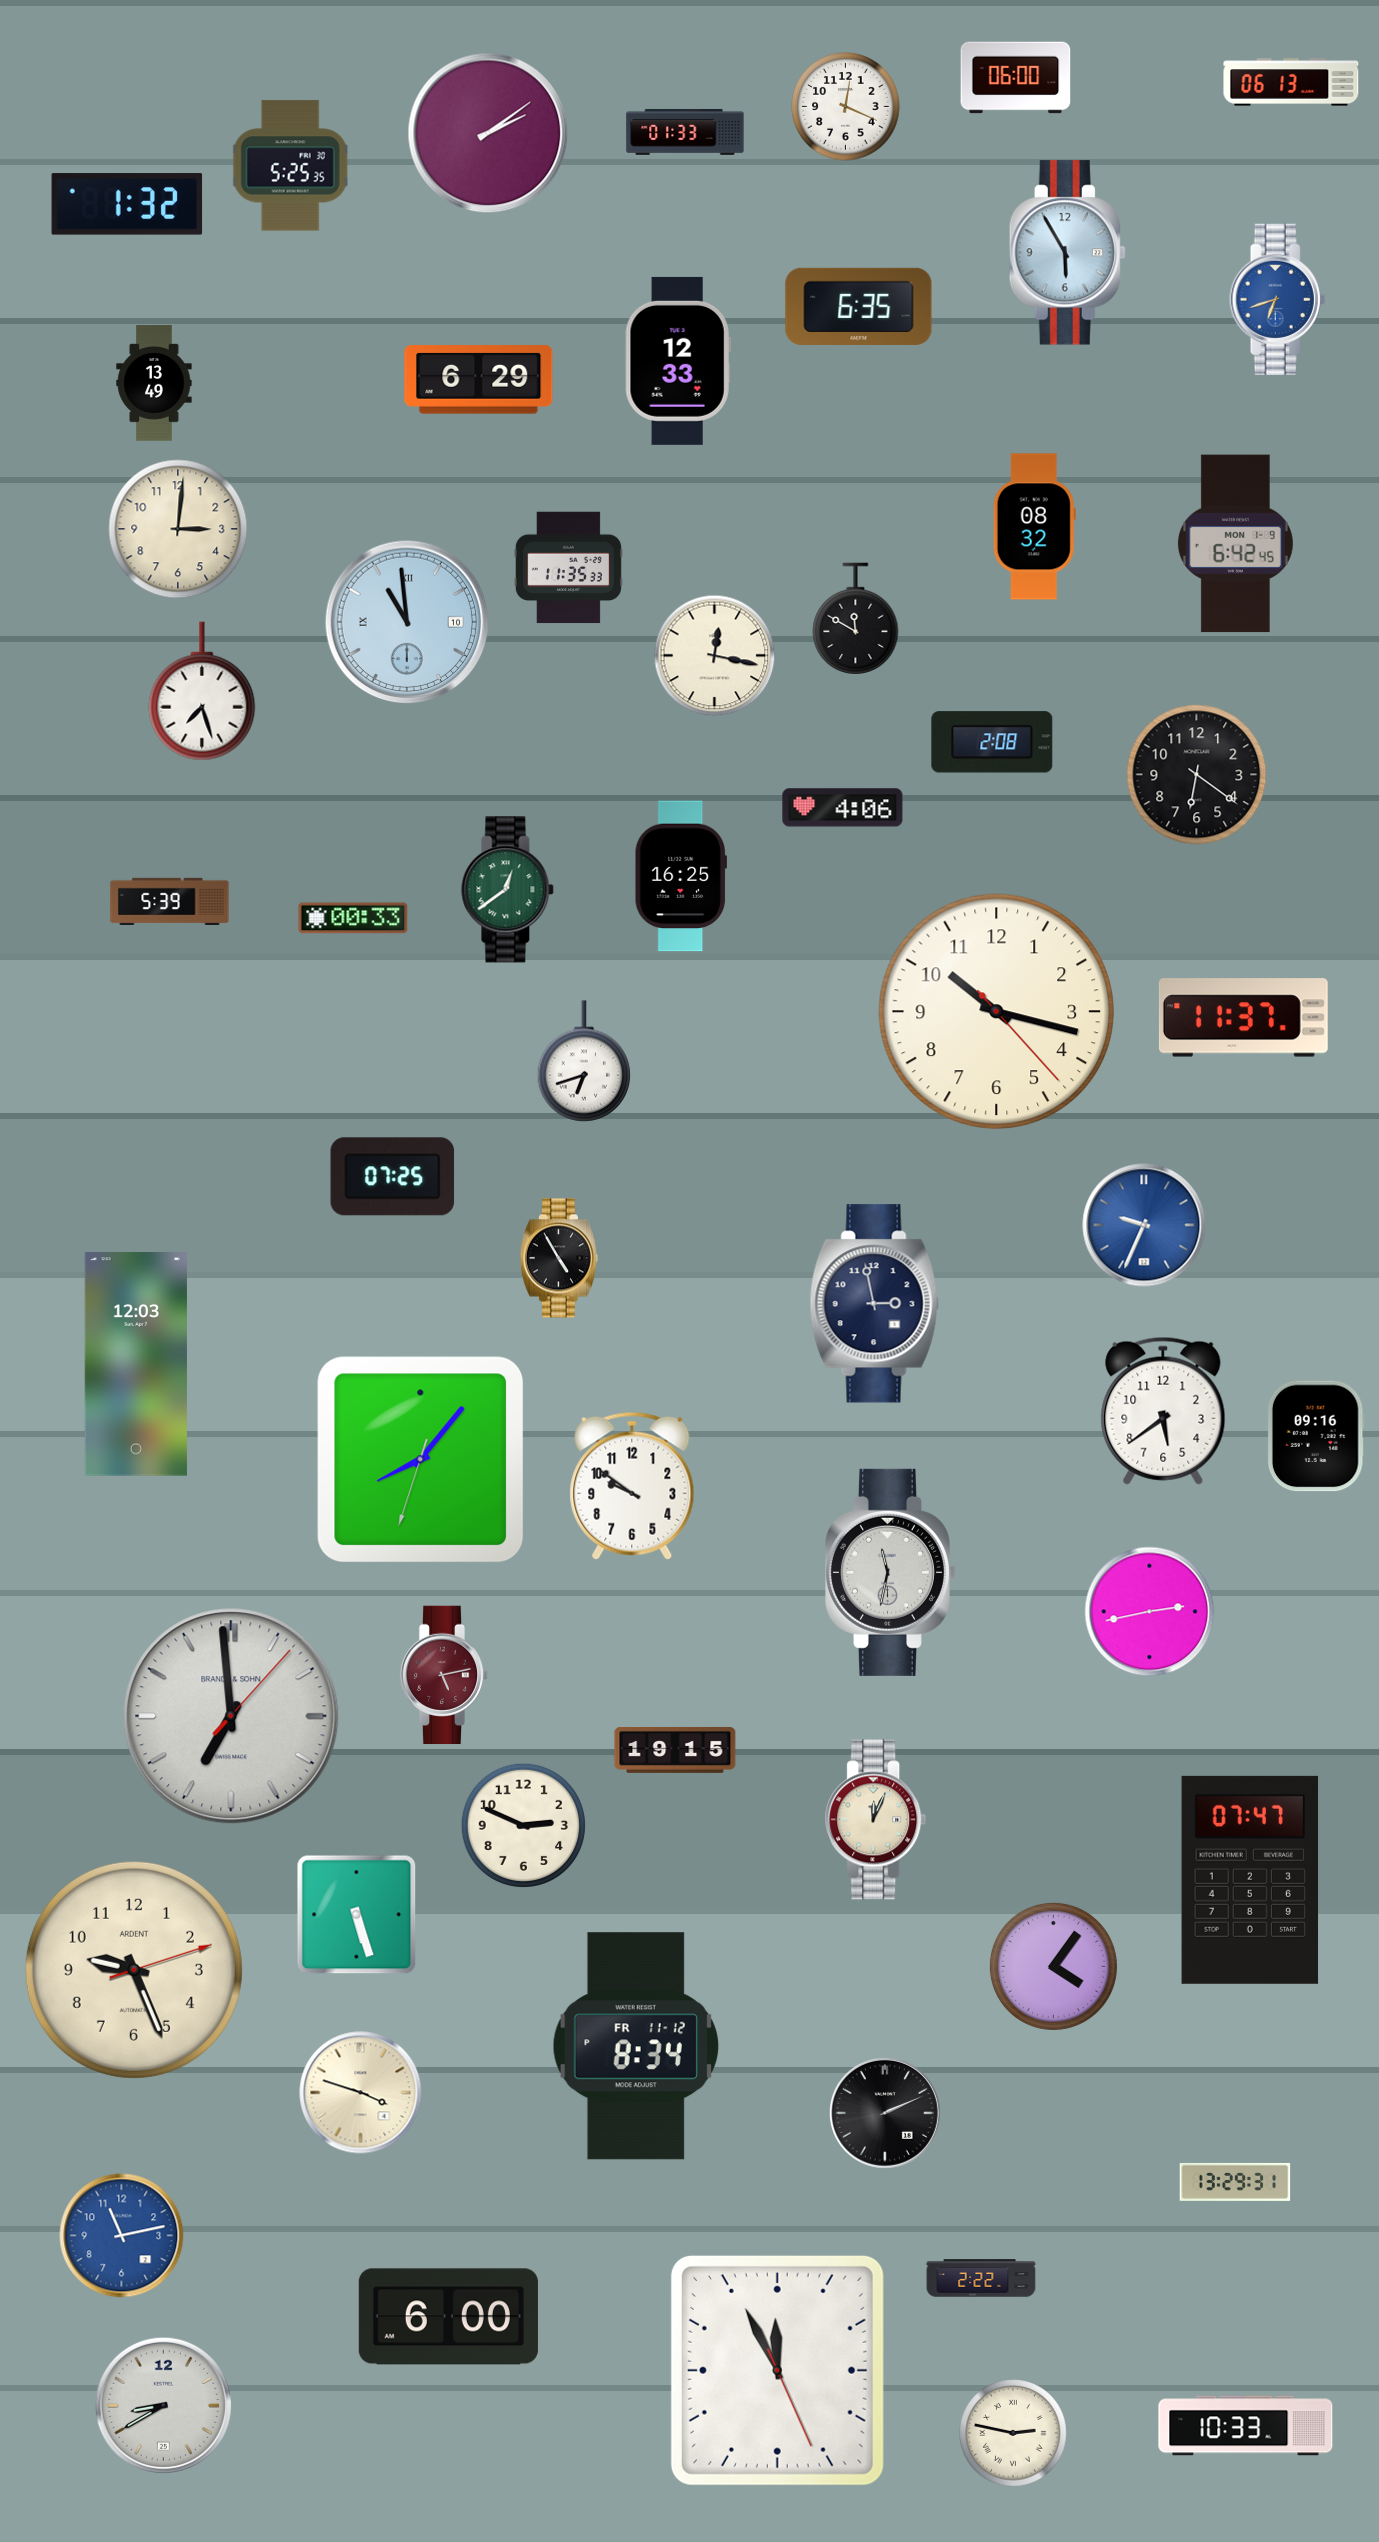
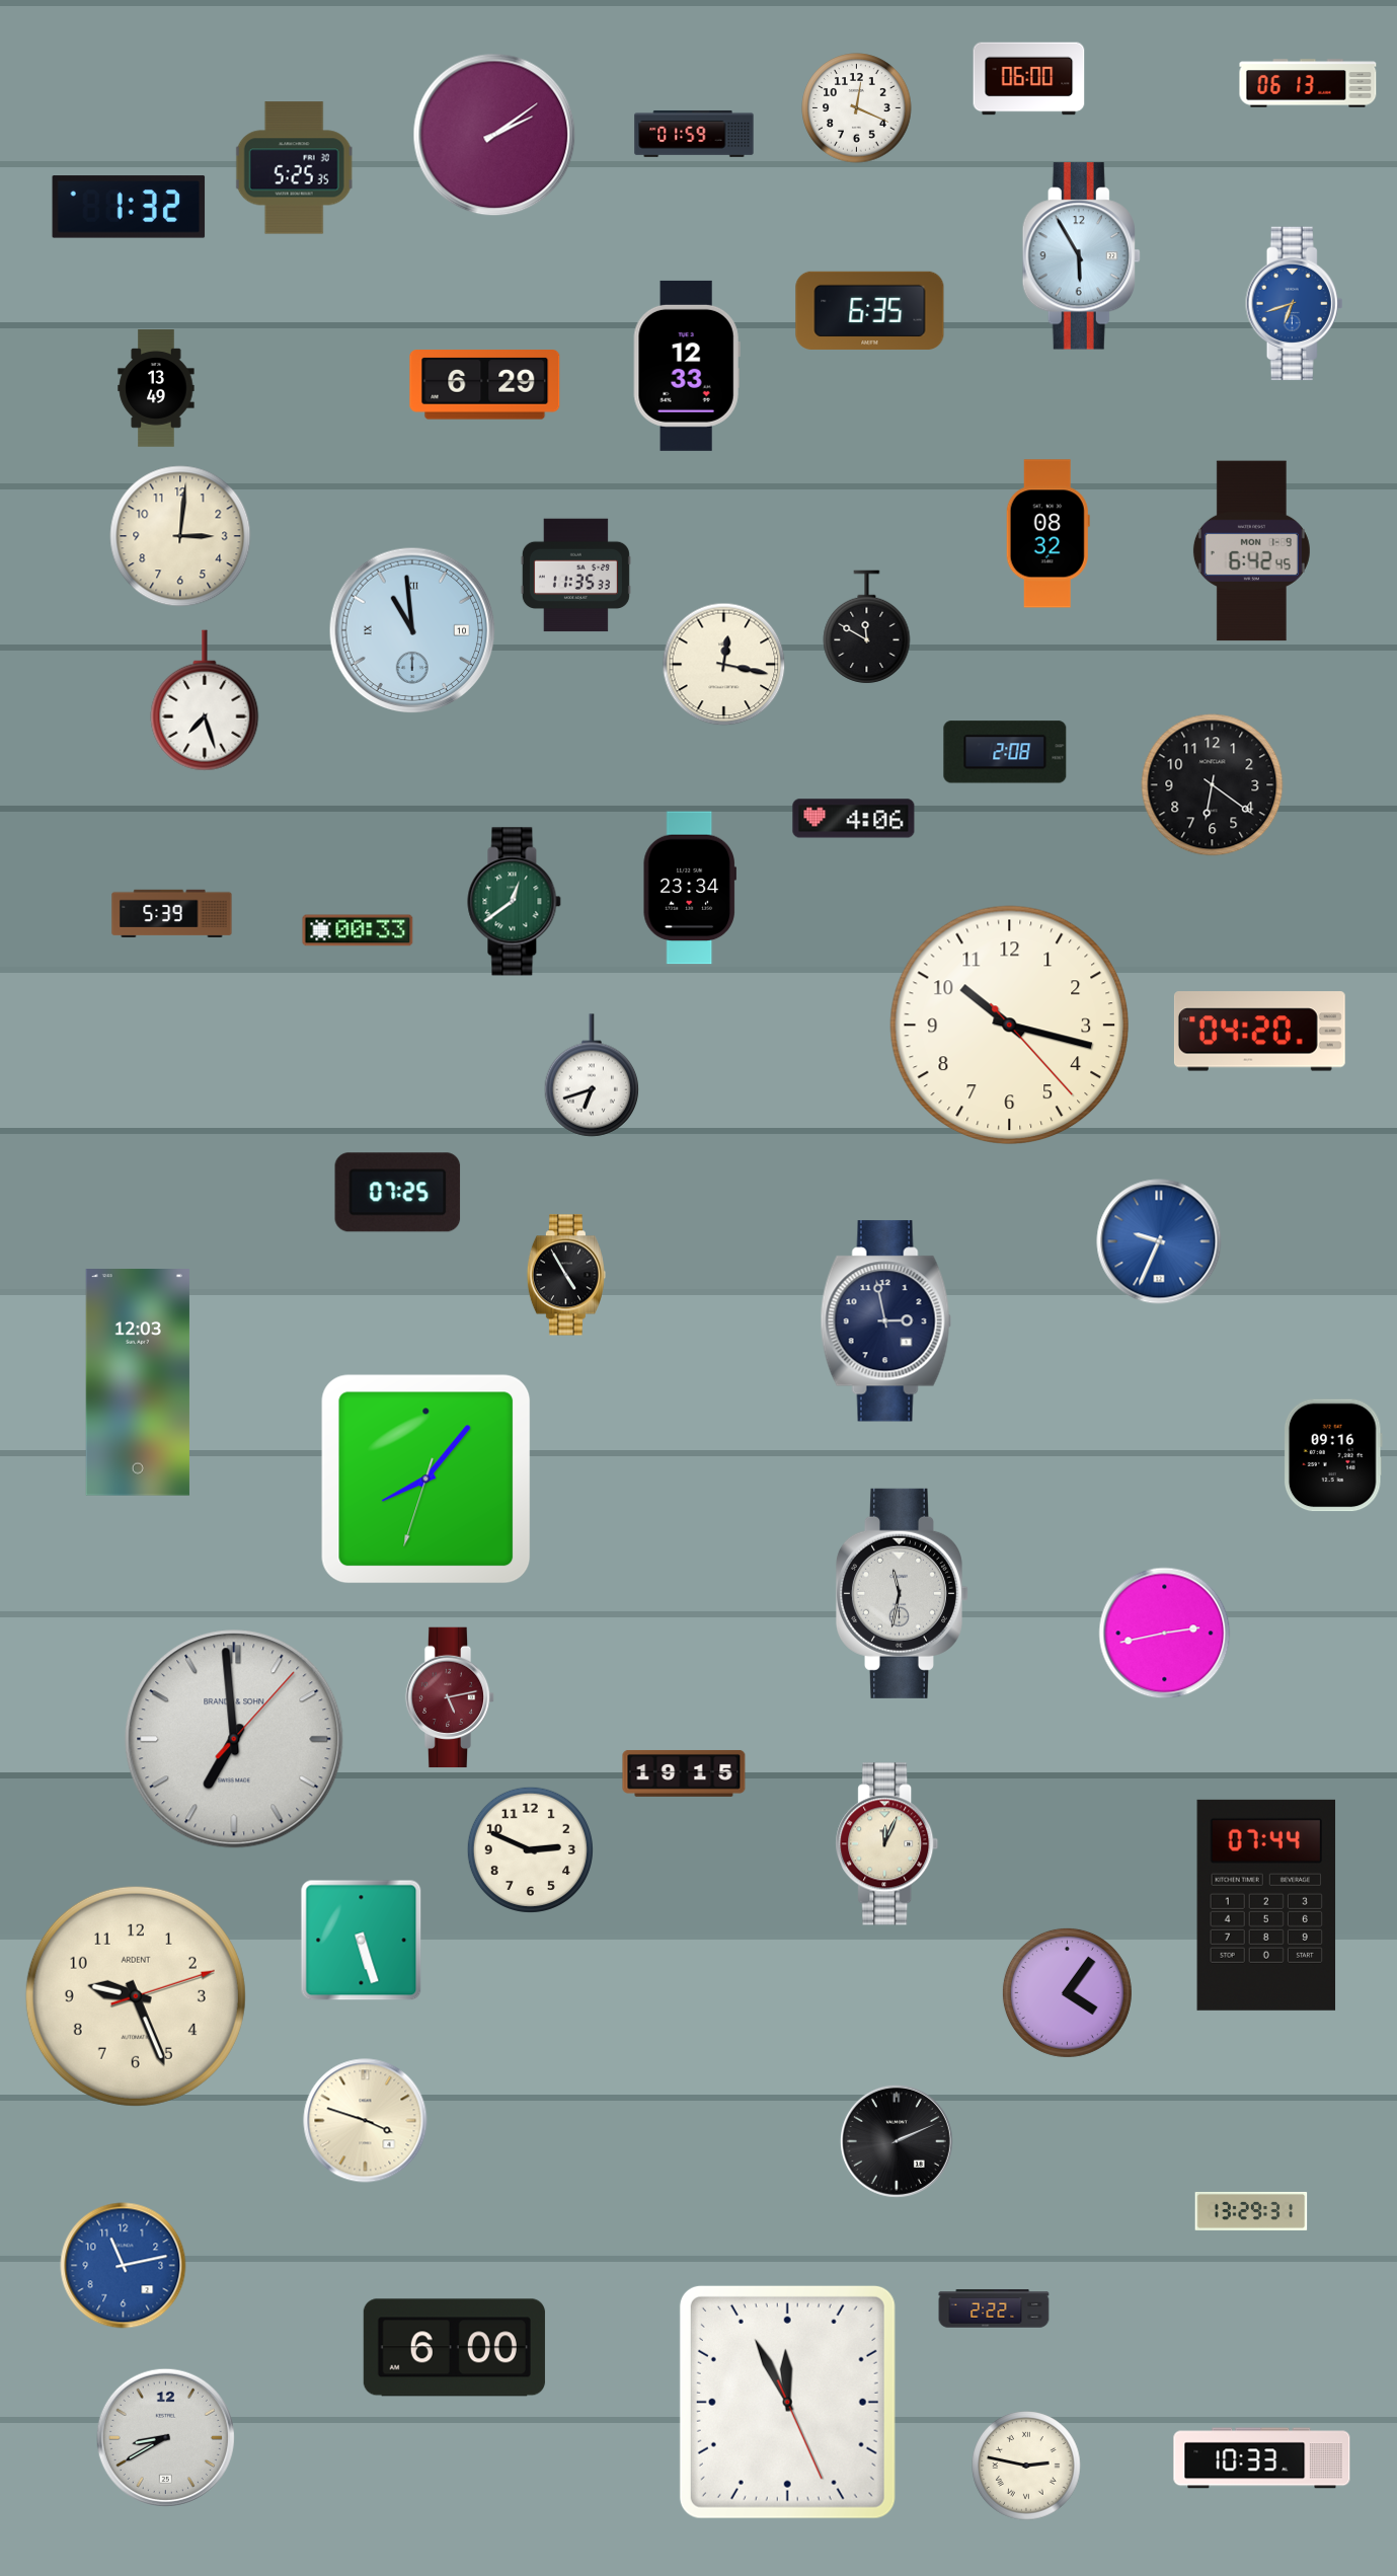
clock at (685, 132): 01:33 -> 01:59
clock at (681, 876): 16:25 -> 23:34
clock at (1243, 1018): 11:37 -> 04:20
clock at (1163, 1411): 5:39 -> none
clock at (632, 1486): 9:51 -> none
clock at (1250, 1880): 07:47 -> 07:44
clock at (636, 2046): 8:34 -> none
